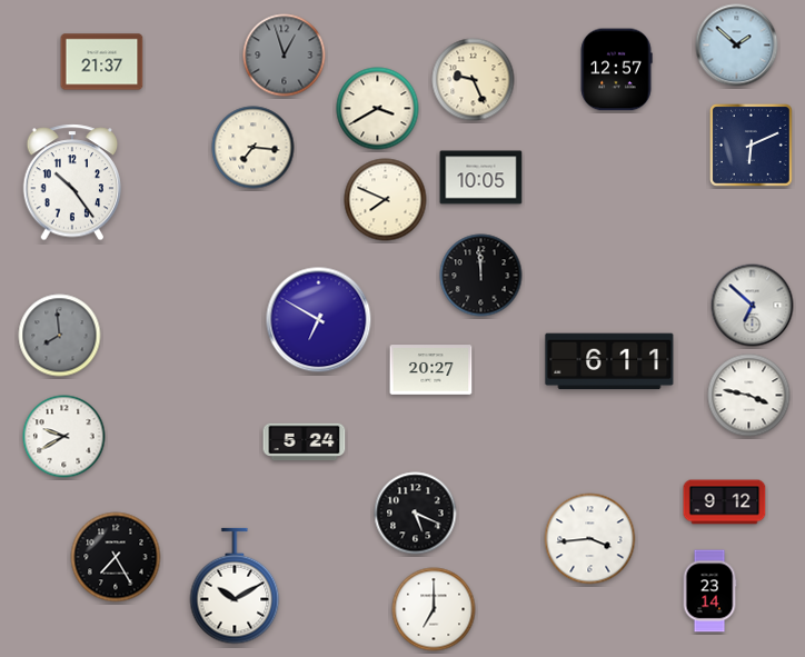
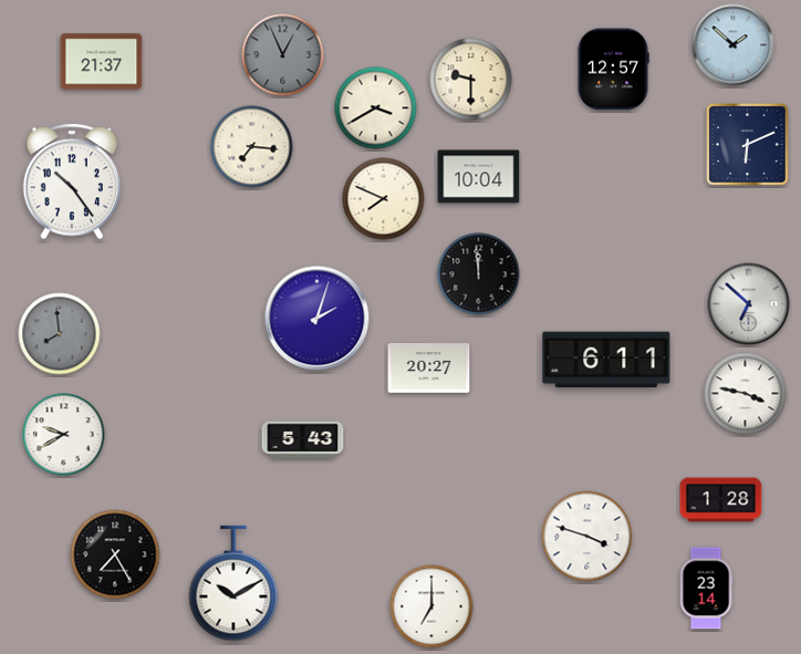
clock at (285, 56): 12:57 -> 12:56
clock at (474, 80): 9:26 -> 9:30
clock at (481, 178): 10:05 -> 10:04
clock at (319, 320): 6:50 -> 2:03
clock at (305, 442): 5:24 -> 5:43
clock at (725, 502): 9:12 -> 1:28
clock at (416, 514): 5:19 -> none
clock at (590, 539): 3:44 -> 3:48
